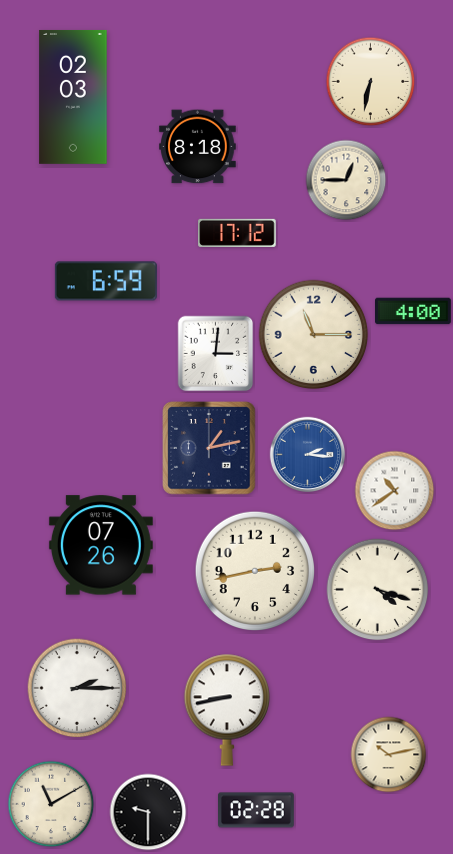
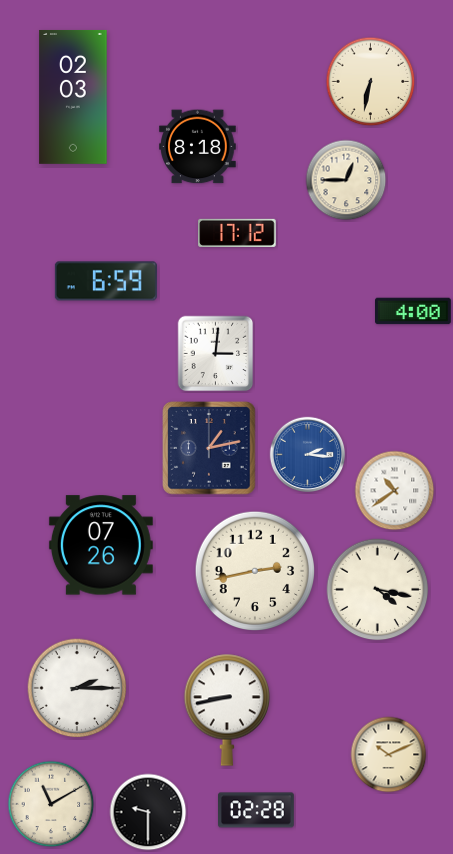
clock at (314, 335): 11:15 -> none
clock at (378, 590): 4:18 -> 4:17
clock at (389, 755): 10:13 -> 10:11
